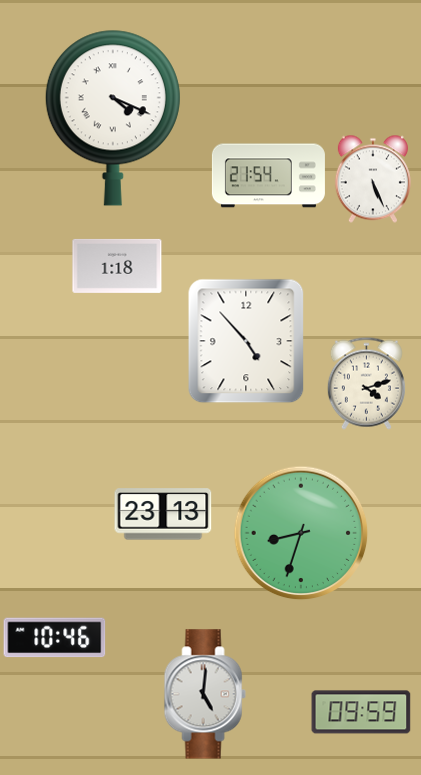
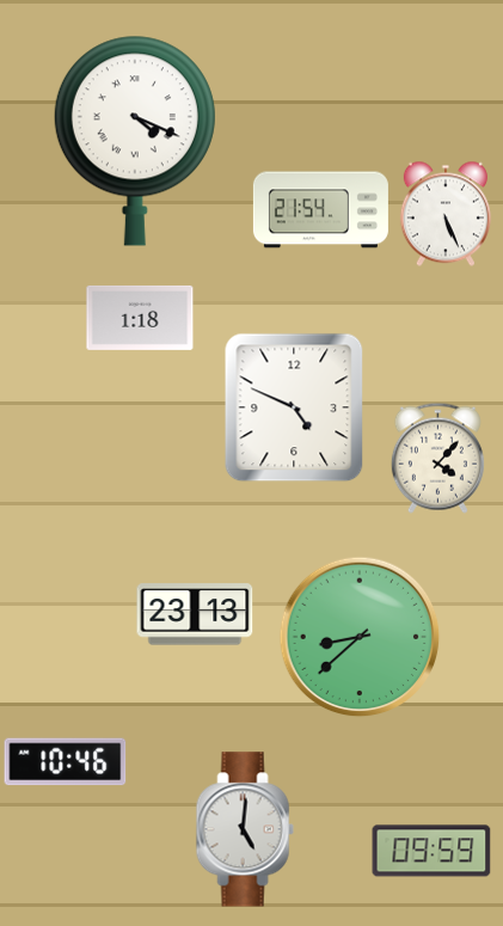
clock at (246, 341): 4:53 -> 4:49
clock at (366, 383): 4:12 -> 4:07
clock at (301, 533): 8:33 -> 8:38
